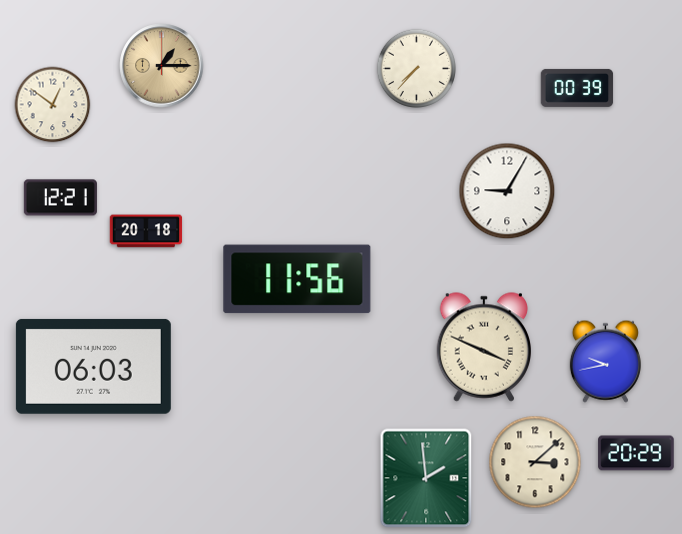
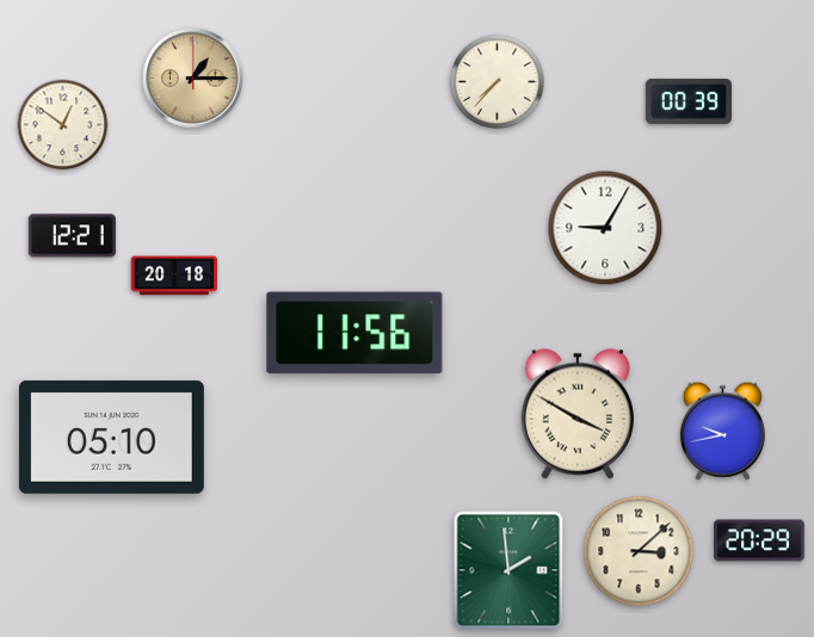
clock at (577, 88) position: (577, 88) -> (689, 101)
clock at (483, 347): 3:49 -> 3:50
clock at (93, 366): 06:03 -> 05:10
